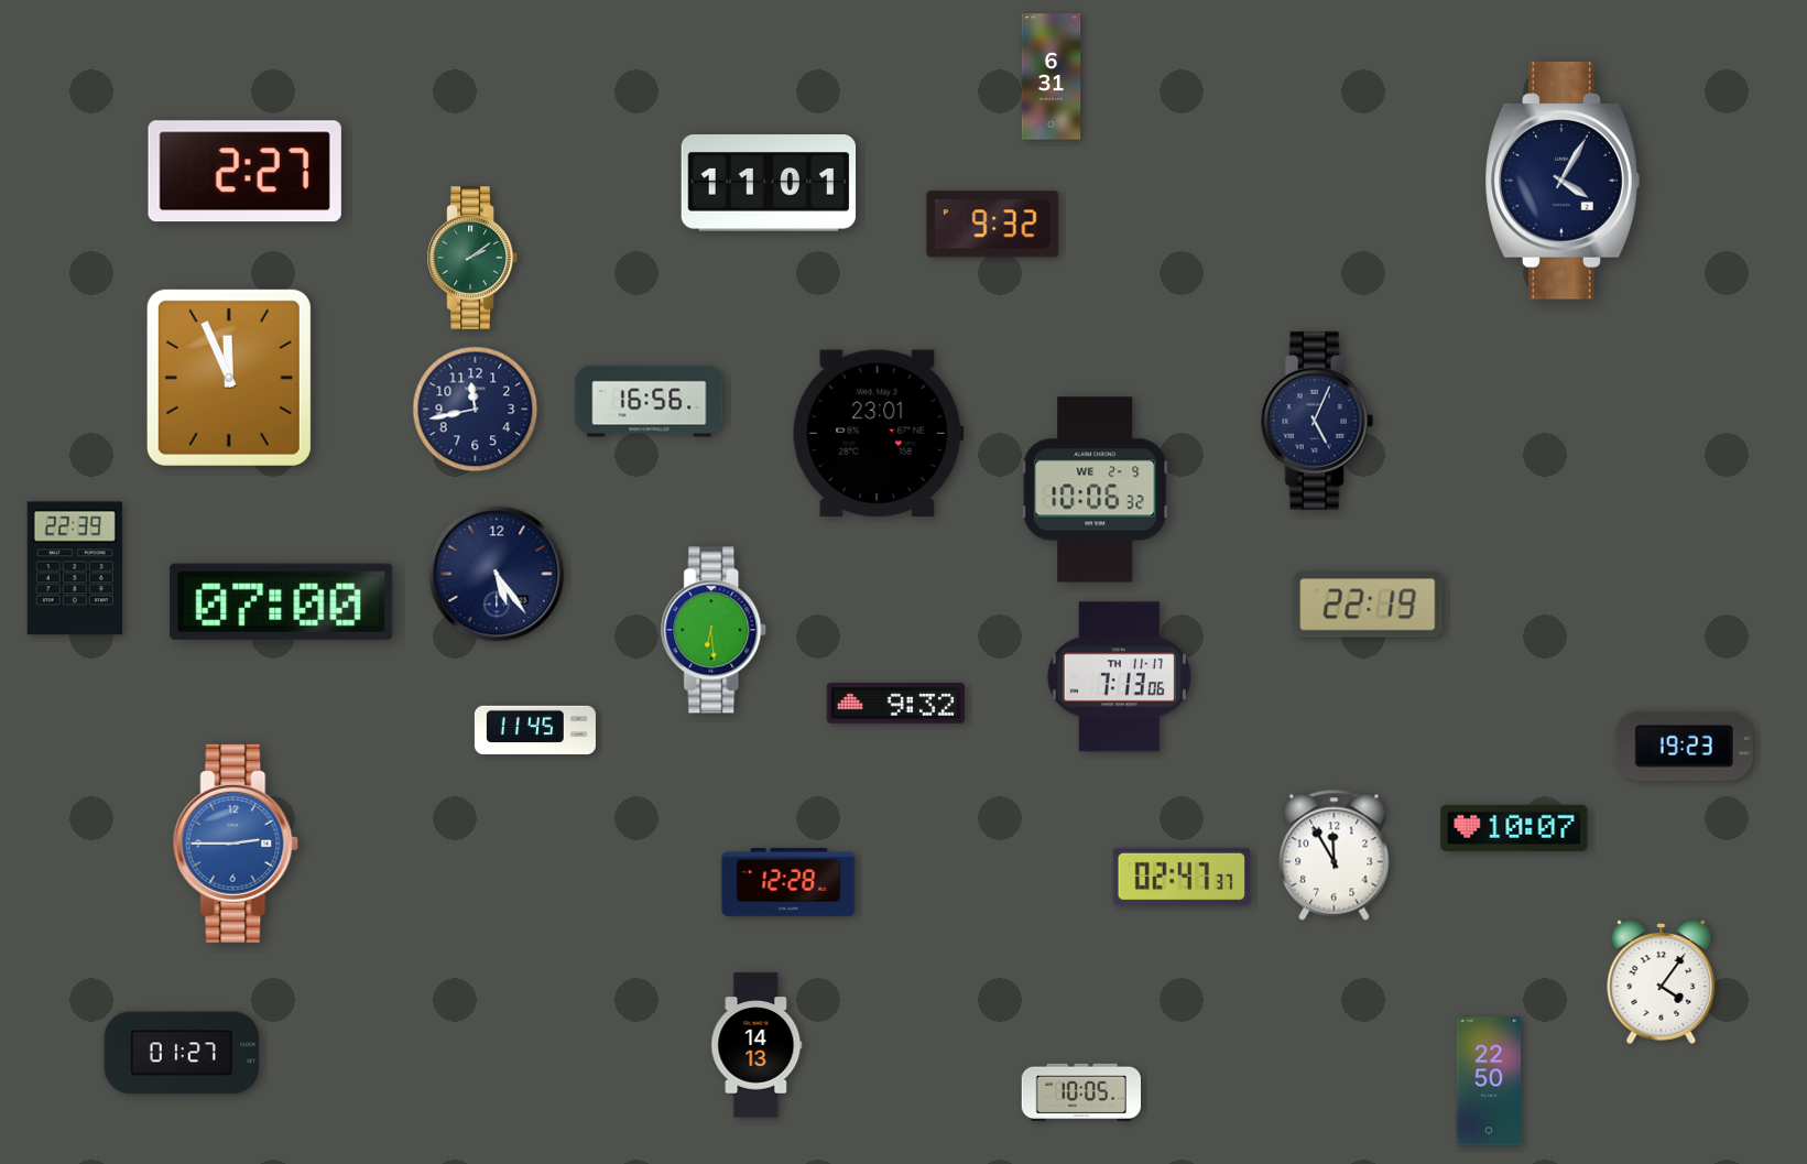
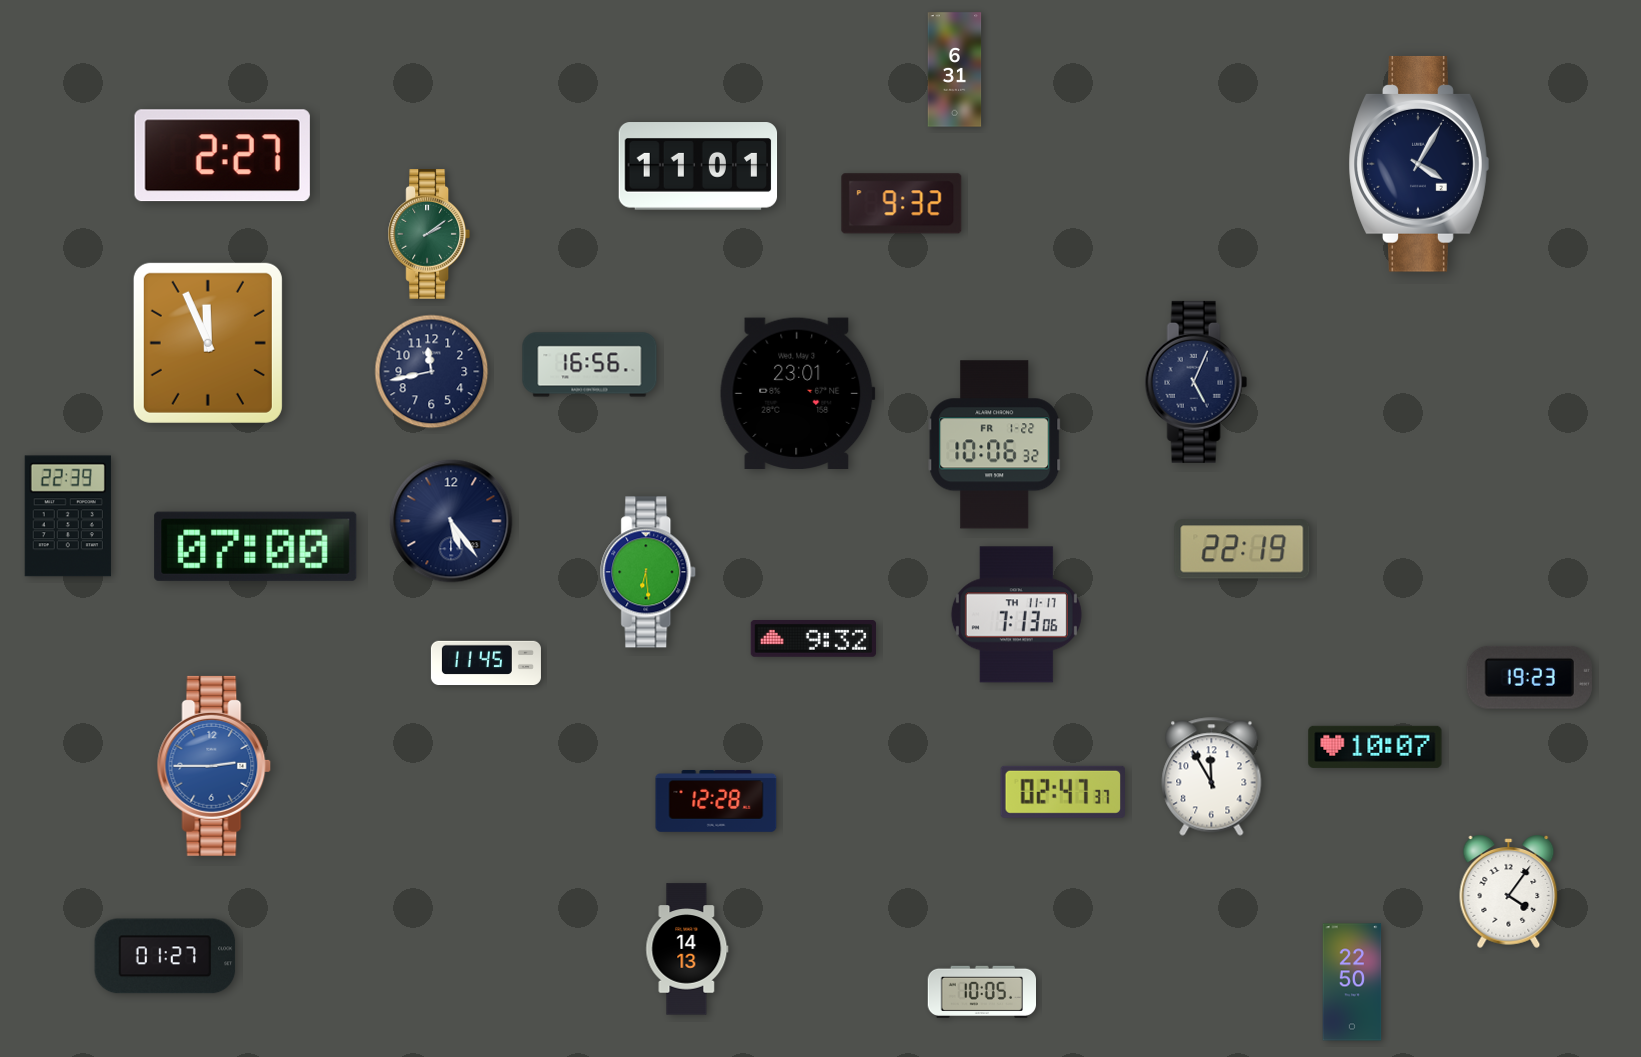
clock at (1096, 490) date: WE 2-9 -> FR 1-22
clock at (1514, 828) position: (1514, 828) -> (1375, 747)
clock at (1180, 877) position: (1180, 877) -> (1062, 792)
